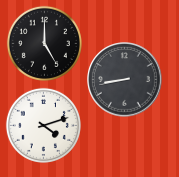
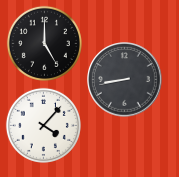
clock at (43, 125): 4:12 -> 4:07
